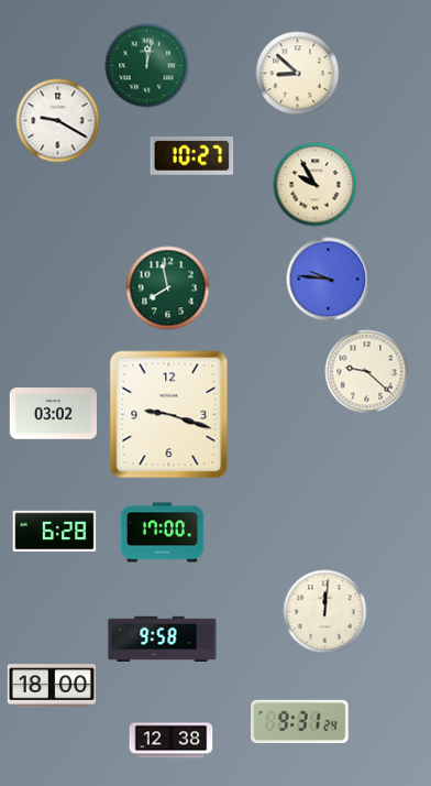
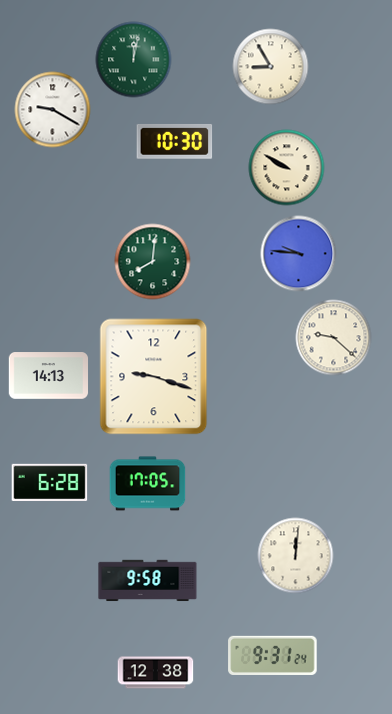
clock at (298, 74): 8:52 -> 8:55
clock at (192, 155): 10:27 -> 10:30
clock at (316, 185): 9:55 -> 9:50
clock at (168, 288): 7:58 -> 8:01
clock at (54, 414): 03:02 -> 14:13
clock at (163, 533): 17:00 -> 17:05
clock at (51, 686): 18:00 -> none
